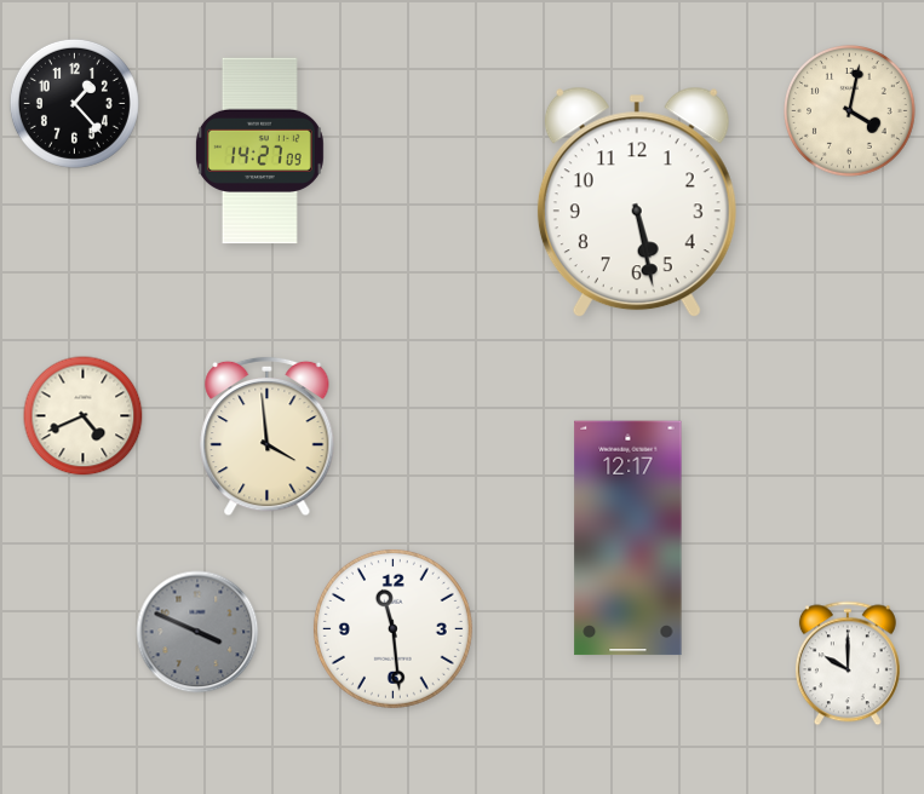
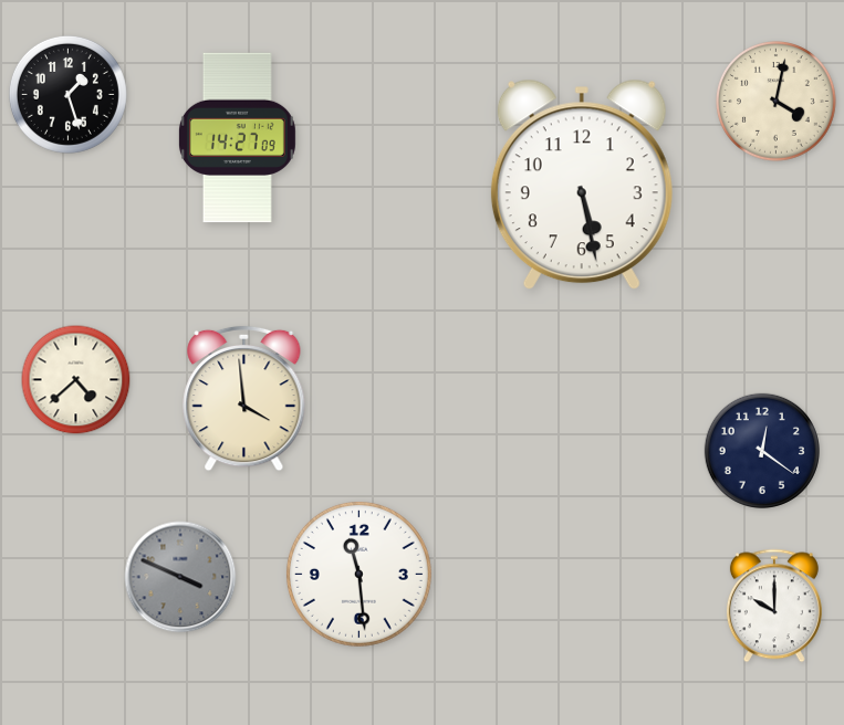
clock at (74, 103): 1:23 -> 1:27
clock at (84, 416): 4:41 -> 4:38
clock at (762, 451): none -> 12:21
clock at (629, 539): 12:17 -> none
